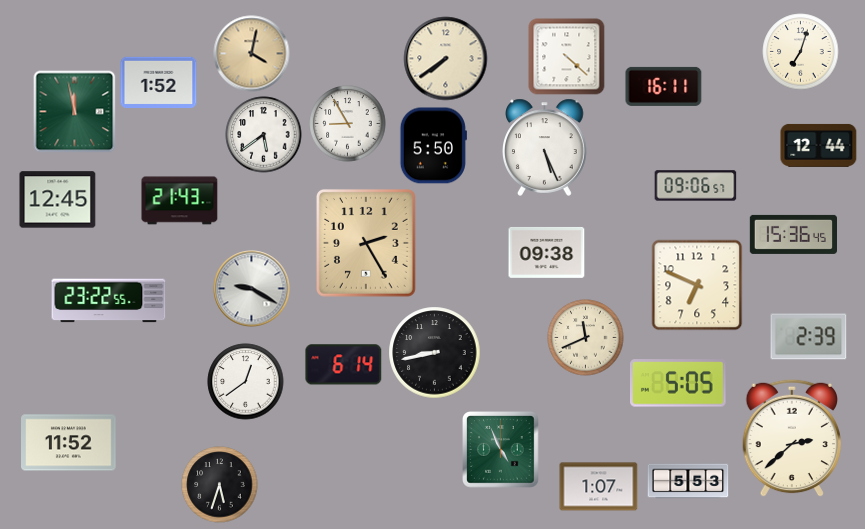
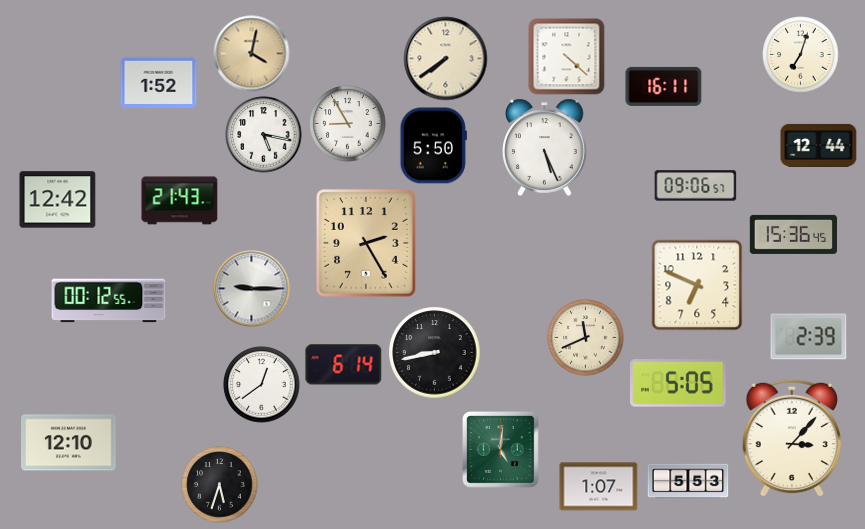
clock at (801, 52) position: (801, 52) -> (801, 55)
clock at (75, 112): 11:58 -> none
clock at (264, 135): 5:39 -> 5:17
clock at (58, 200): 12:45 -> 12:42
clock at (547, 252): 09:38 -> none
clock at (252, 289): 9:20 -> 9:15
clock at (109, 301): 23:22 -> 00:12
clock at (246, 382) position: (246, 382) -> (262, 385)
clock at (791, 438): 2:38 -> 3:07
clock at (69, 443): 11:52 -> 12:10
clock at (501, 450): 4:56 -> 5:01
